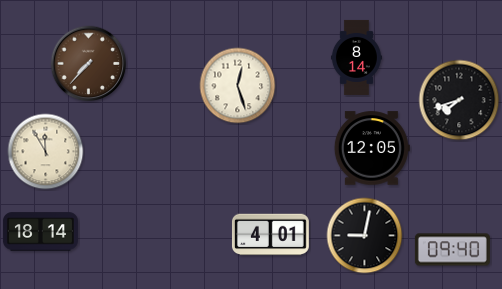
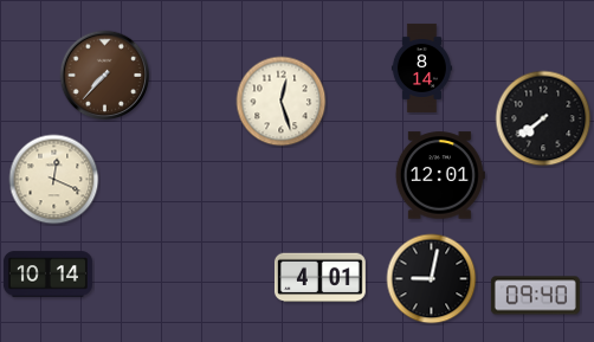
clock at (459, 100): 7:42 -> 7:39
clock at (372, 148): 12:05 -> 12:01
clock at (46, 152): 11:55 -> 12:19
clock at (40, 232): 18:14 -> 10:14
